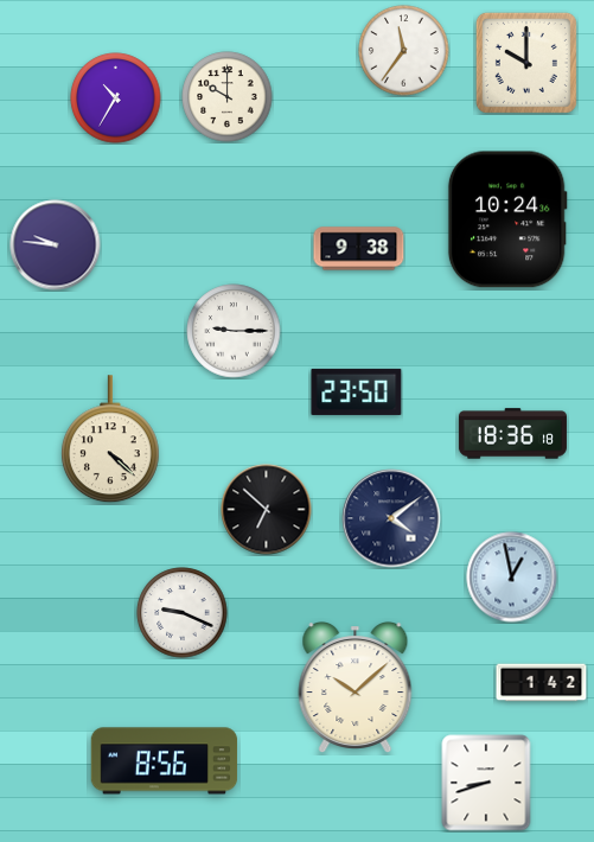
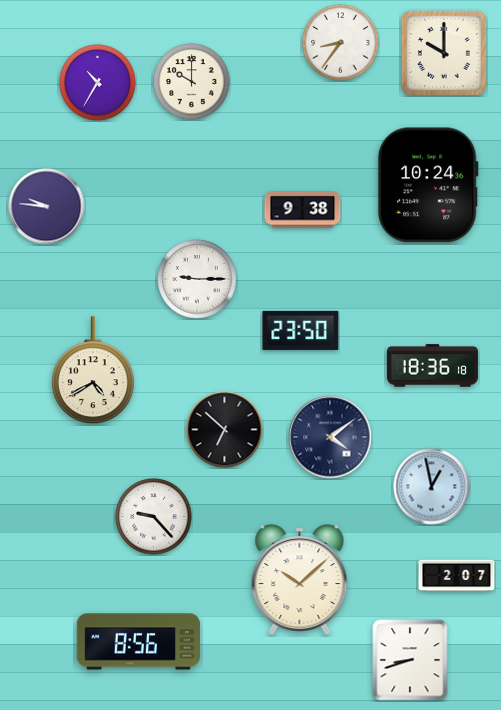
clock at (404, 51): 11:36 -> 8:36
clock at (110, 440): 4:22 -> 4:40
clock at (183, 613): 9:19 -> 9:23
clock at (542, 683): 1:42 -> 2:07
